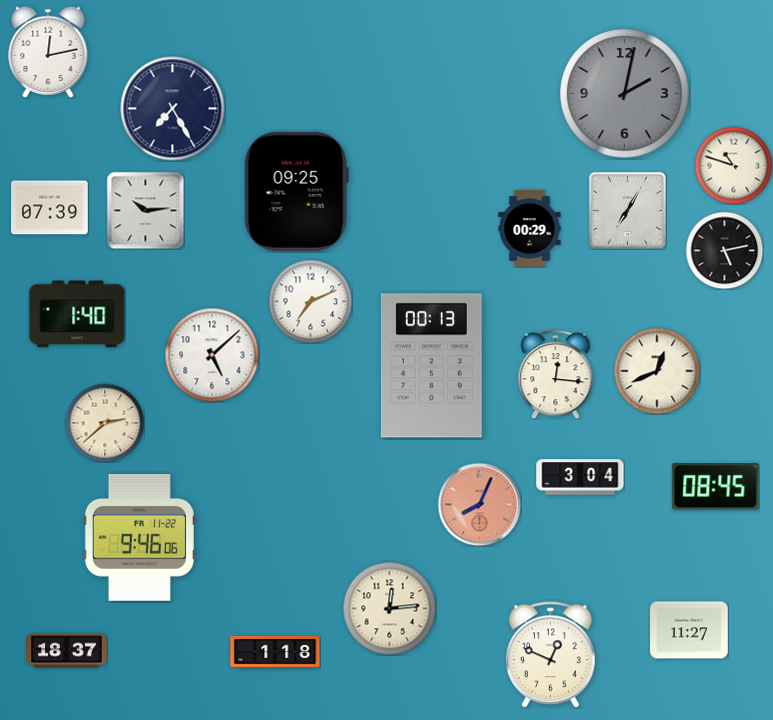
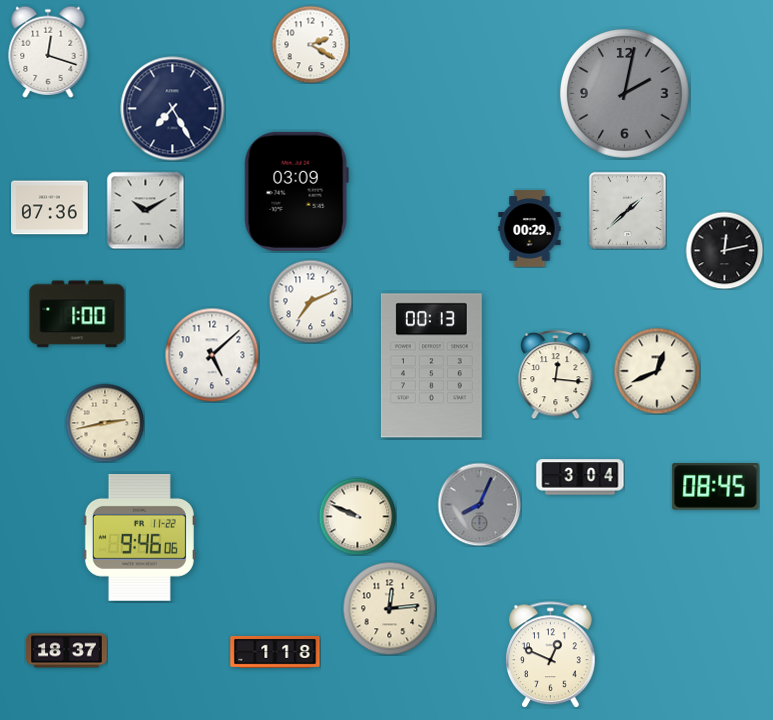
clock at (310, 44): none -> 2:20
clock at (48, 52): 12:13 -> 12:18
clock at (733, 165): 10:48 -> none
clock at (296, 191): 09:25 -> 03:09
clock at (50, 208): 07:39 -> 07:36
clock at (145, 210): 10:14 -> 10:10
clock at (627, 210): 7:05 -> 1:38
clock at (724, 250): 5:13 -> 12:13
clock at (77, 314): 1:40 -> 1:00
clock at (105, 423): 2:38 -> 2:43
clock at (479, 504) dial: salmon -> grey
clock at (357, 516): none -> 9:49
clock at (689, 630): 11:27 -> none
